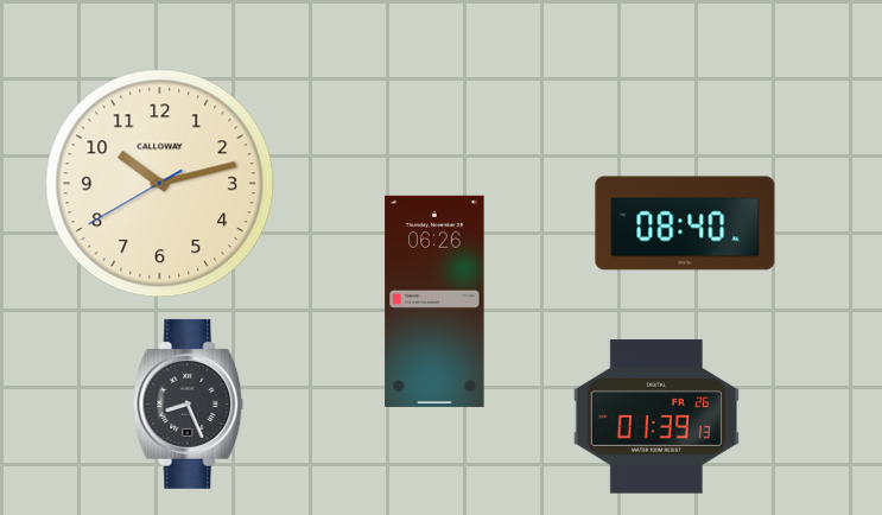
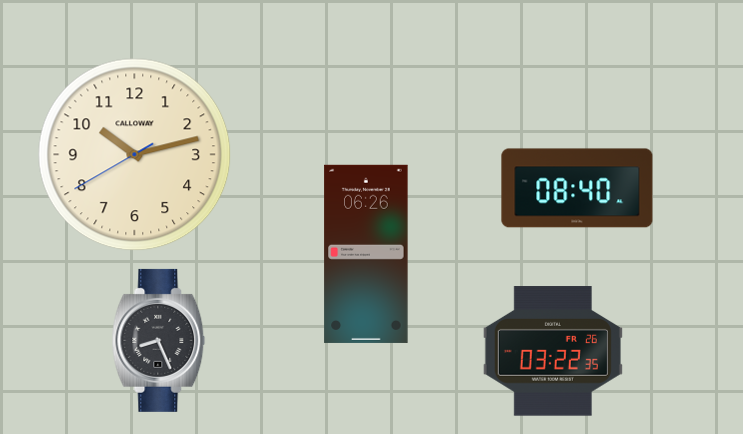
clock at (656, 417): 01:39 -> 03:22
